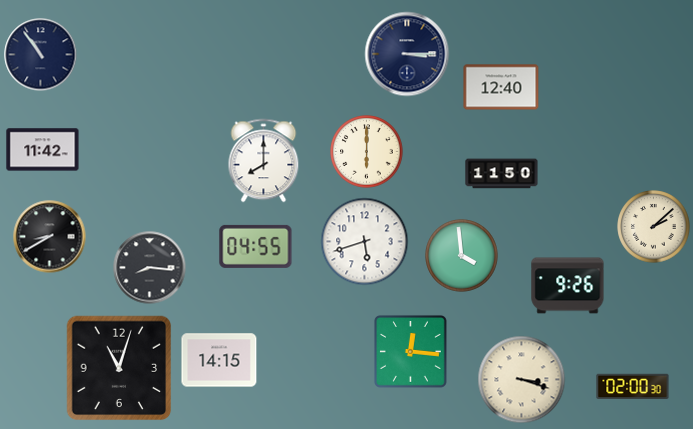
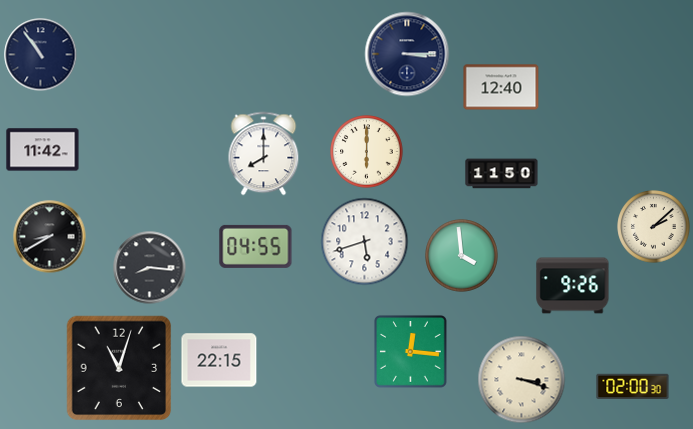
clock at (264, 161) position: (264, 161) -> (264, 154)
clock at (568, 286) position: (568, 286) -> (573, 286)
clock at (219, 360): 14:15 -> 22:15
